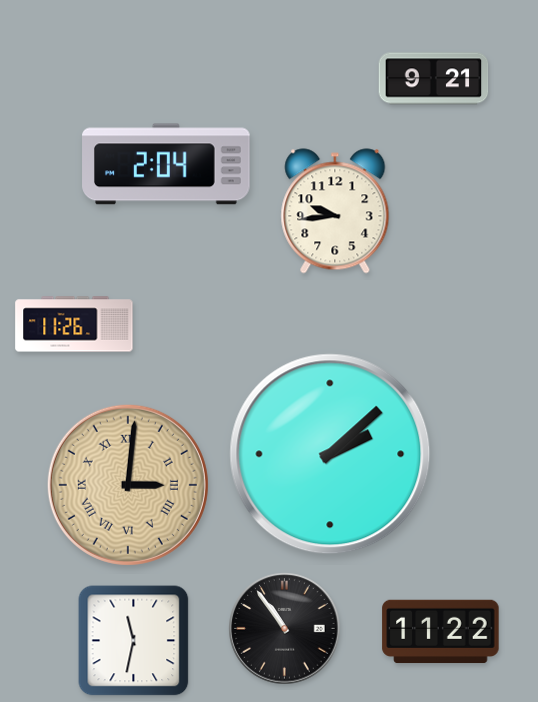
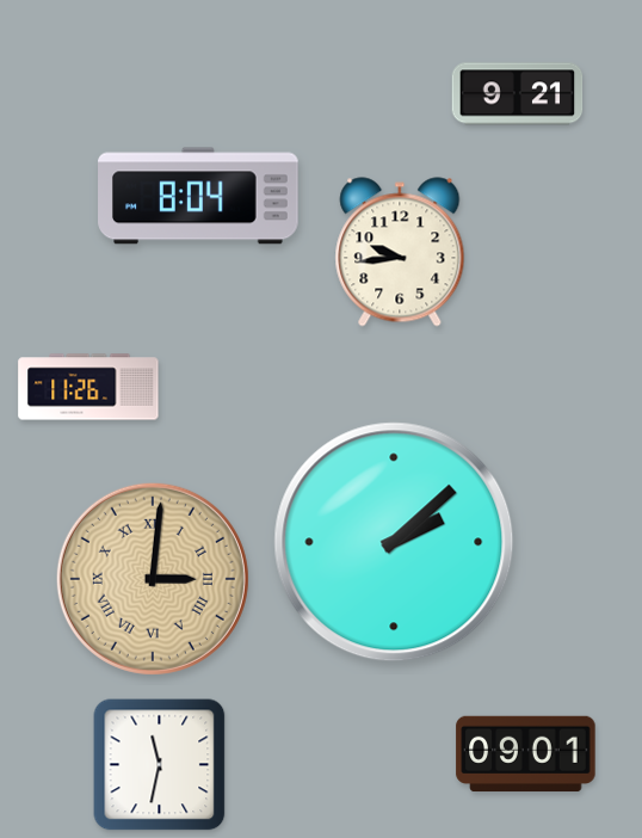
clock at (166, 164): 2:04 -> 8:04
clock at (285, 629): 10:54 -> none
clock at (441, 632): 11:22 -> 09:01
